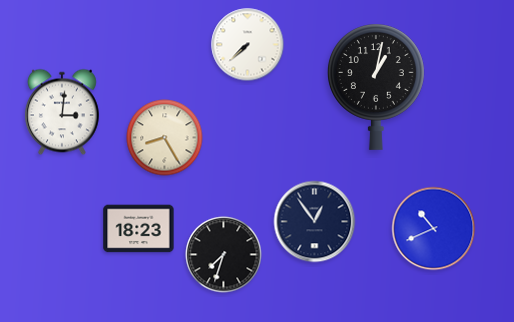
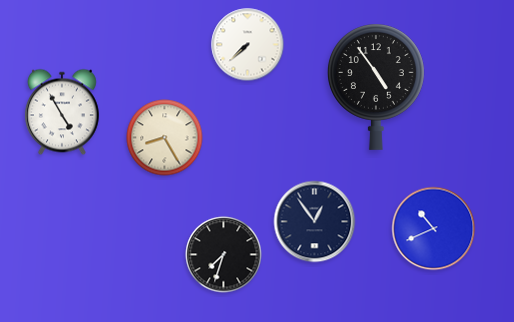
clock at (377, 87): 1:02 -> 4:54
clock at (62, 112): 3:01 -> 4:55
clock at (139, 229): 18:23 -> none
